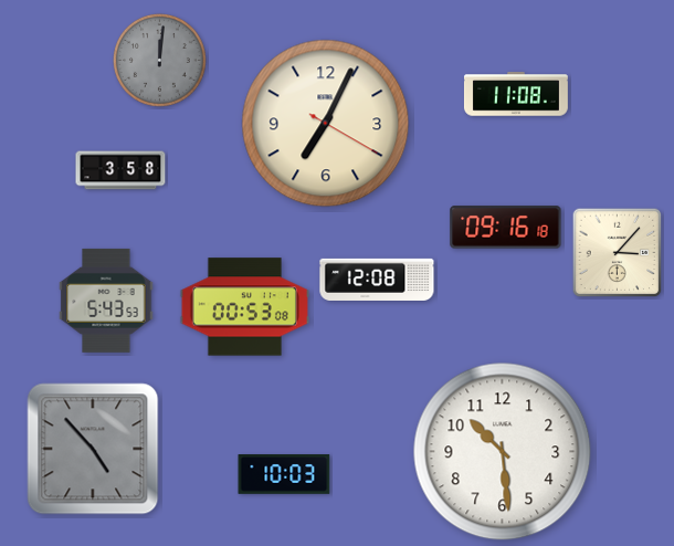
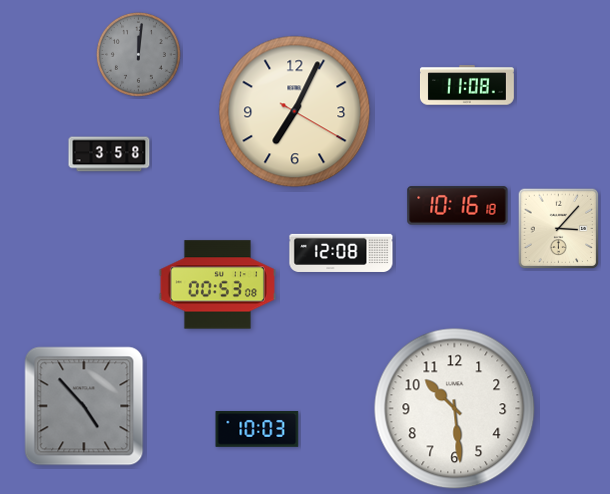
clock at (159, 60) position: (159, 60) -> (138, 54)
clock at (506, 228): 09:16 -> 10:16
clock at (106, 301): 5:43 -> none
clock at (244, 307) position: (244, 307) -> (217, 285)
